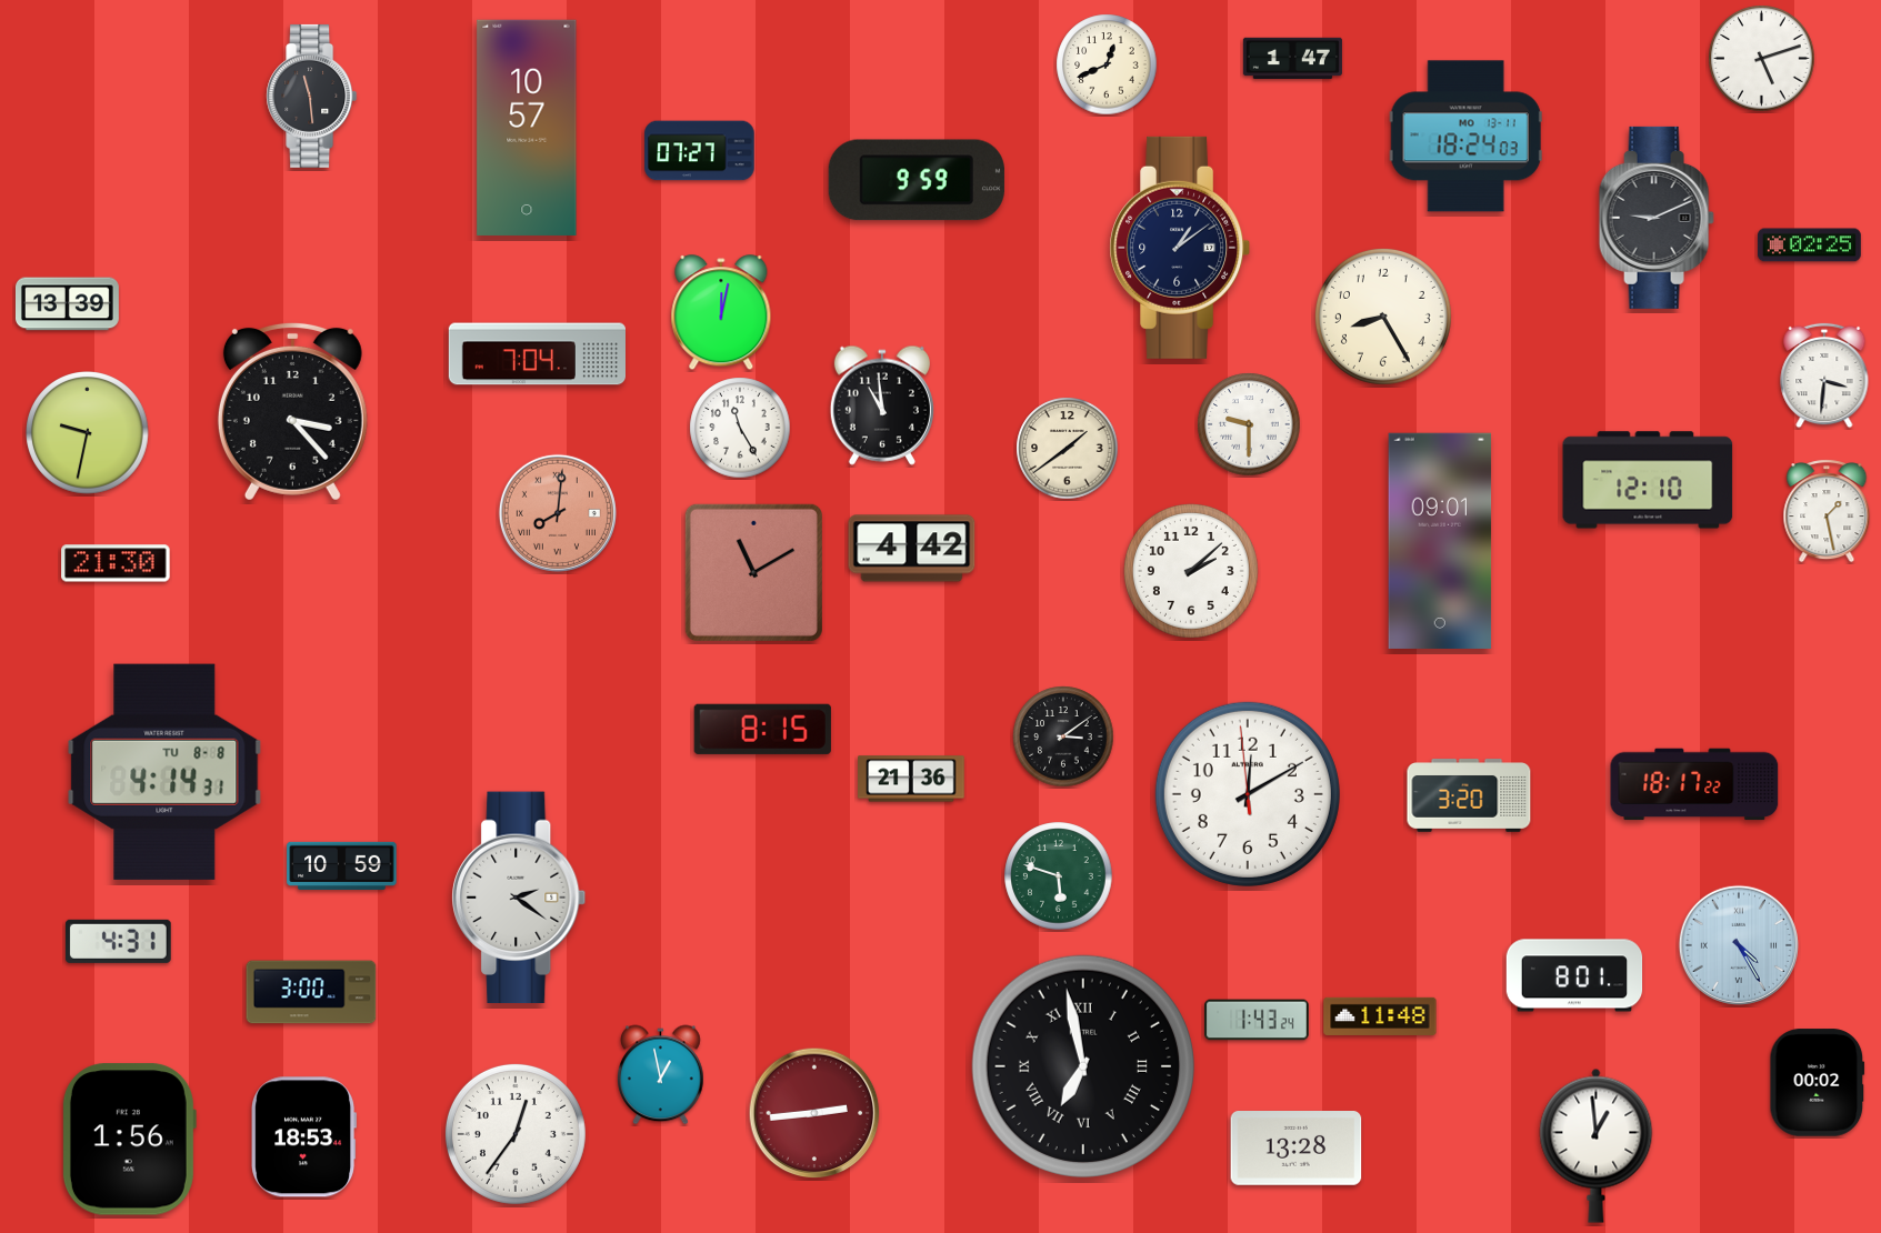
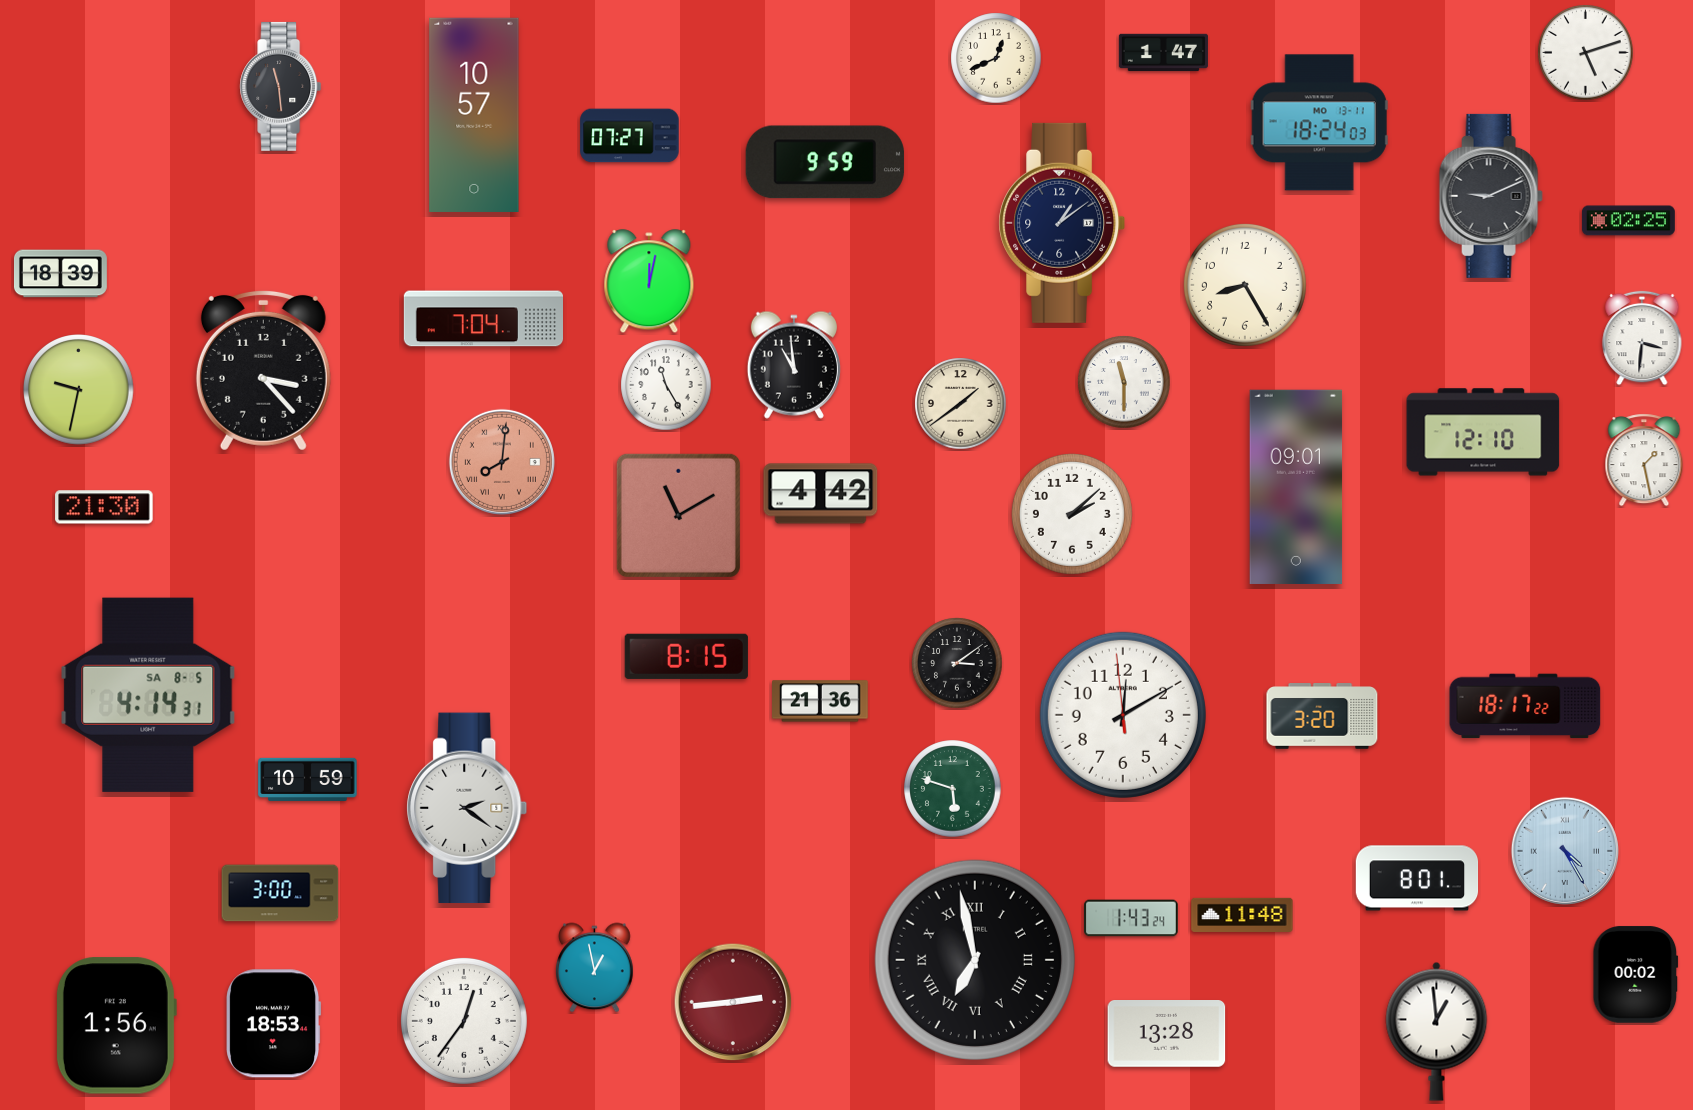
clock at (67, 304): 13:39 -> 18:39
clock at (1249, 424): 9:30 -> 11:30
clock at (164, 772) date: TU 8-8 -> SA 8-5
clock at (118, 941): 4:31 -> none
